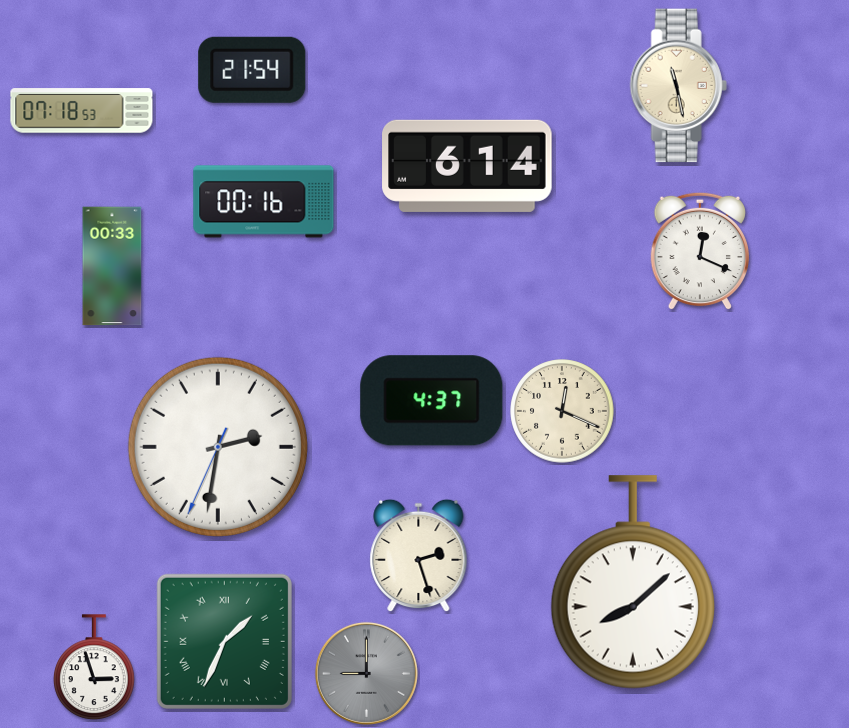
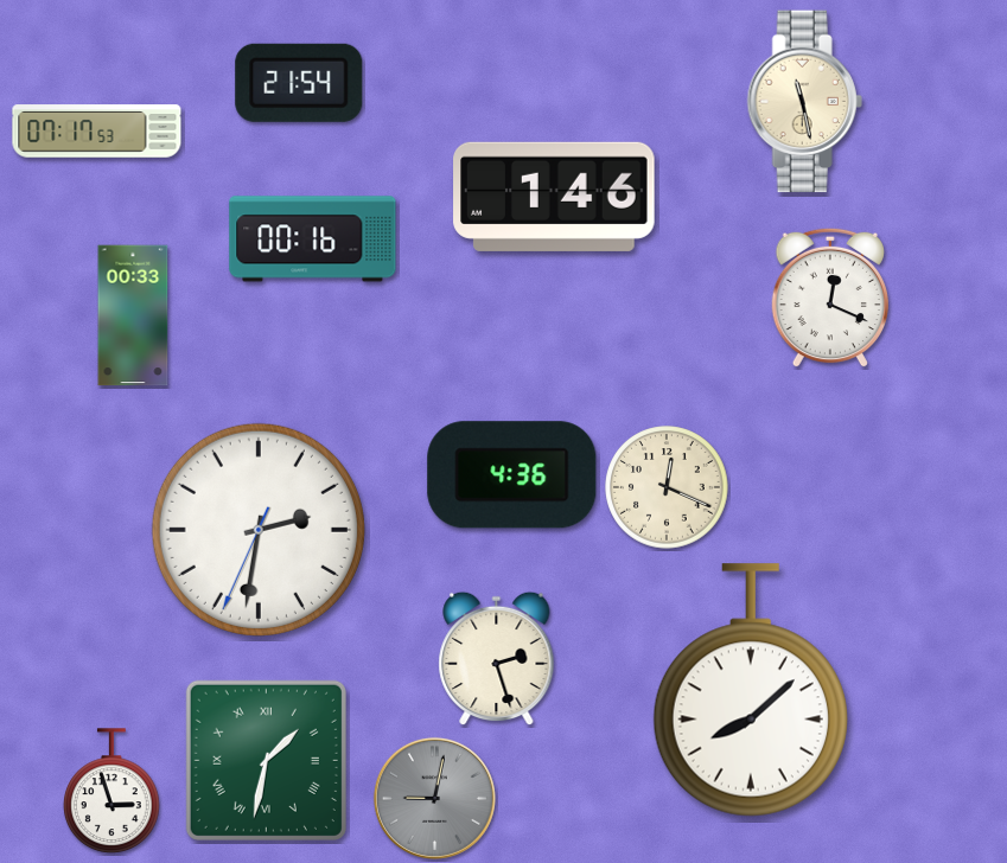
clock at (82, 111): 07:18 -> 07:17
clock at (467, 166): 6:14 -> 1:46
clock at (432, 401): 4:37 -> 4:36
clock at (224, 641): 1:34 -> 1:32
clock at (366, 673): 9:00 -> 9:02
